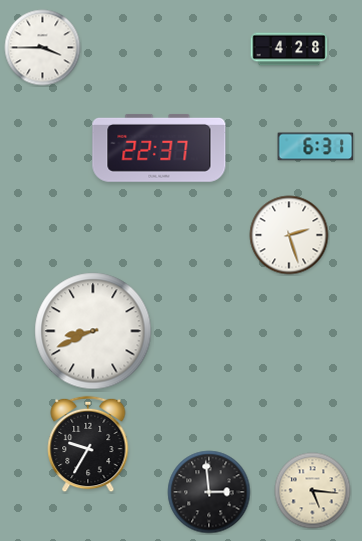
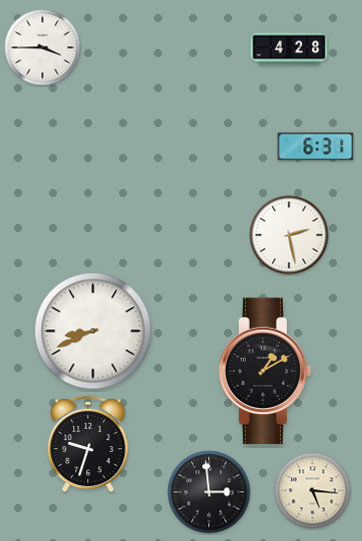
clock at (159, 148): 22:37 -> none
clock at (289, 235): 2:27 -> 2:28
clock at (265, 371): none -> 1:10
clock at (88, 444): 9:35 -> 9:33
